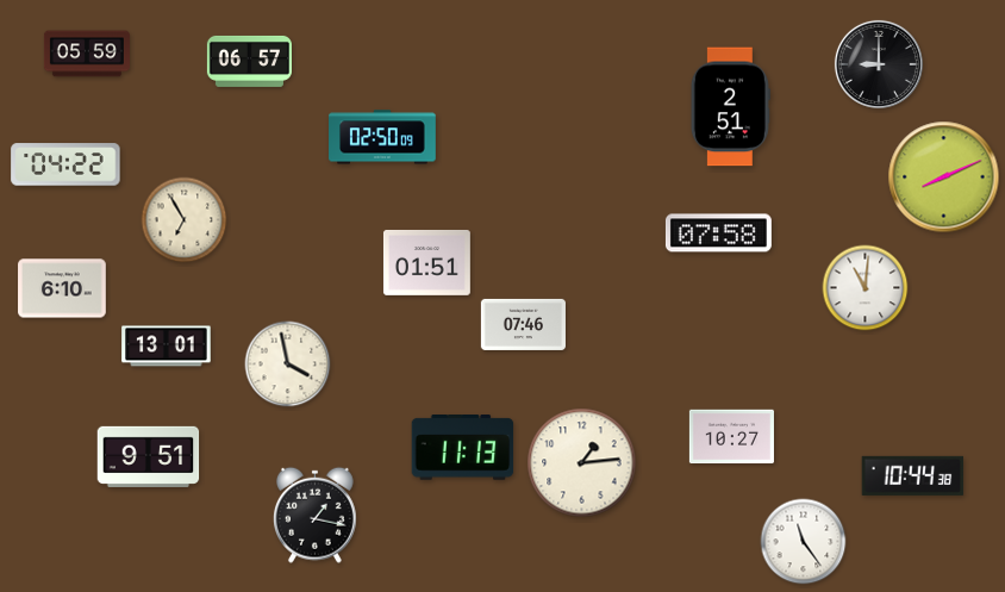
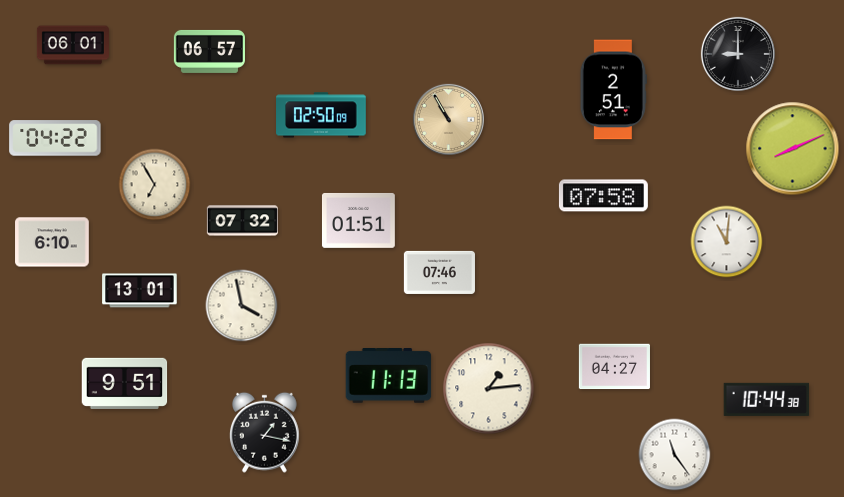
clock at (87, 54): 05:59 -> 06:01
clock at (448, 119): none -> 10:55
clock at (242, 221): none -> 07:32
clock at (731, 437): 10:27 -> 04:27
